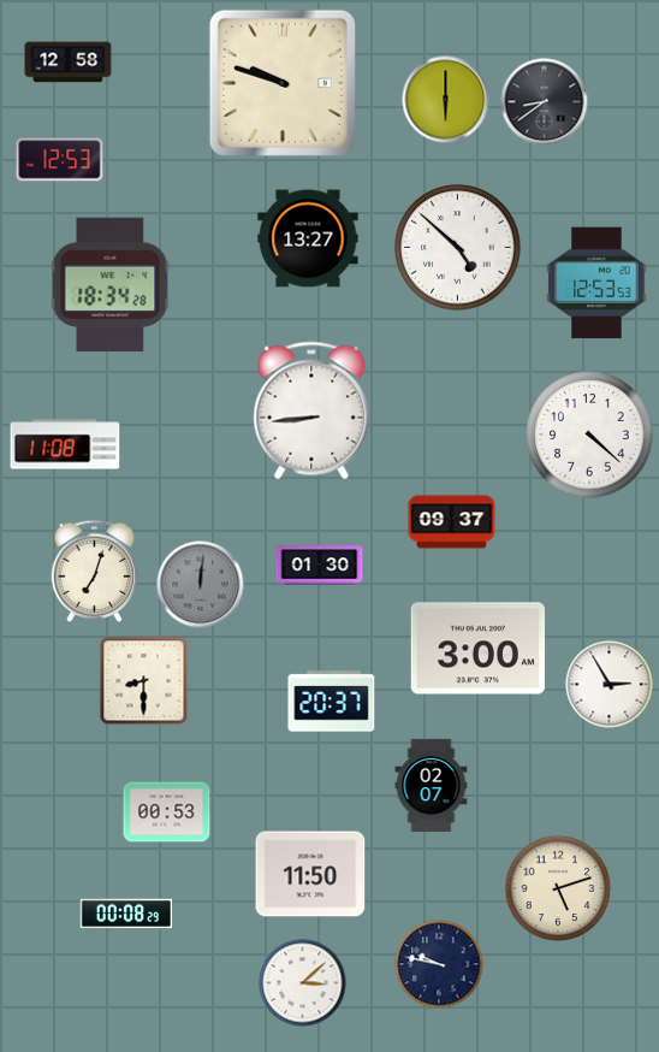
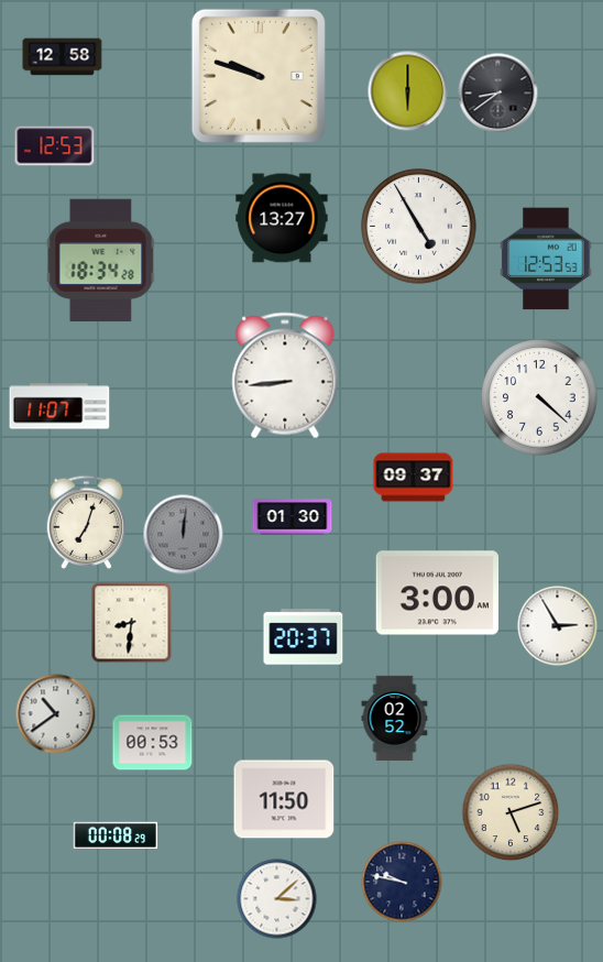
clock at (458, 248): 4:52 -> 4:55
clock at (65, 444): 11:08 -> 11:07
clock at (144, 681): 8:30 -> 8:31
clock at (332, 702) position: (332, 702) -> (304, 637)
clock at (56, 714): none -> 10:39
clock at (432, 786): 02:07 -> 02:52
